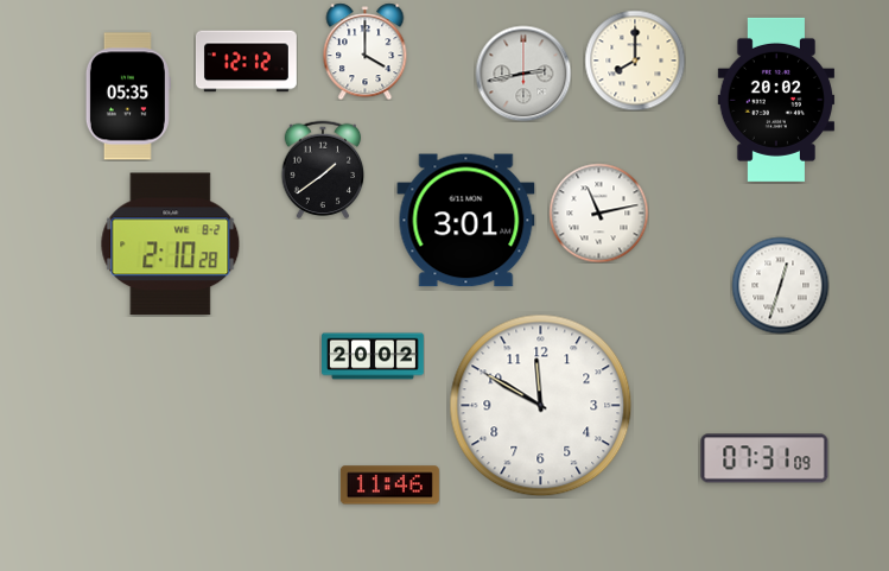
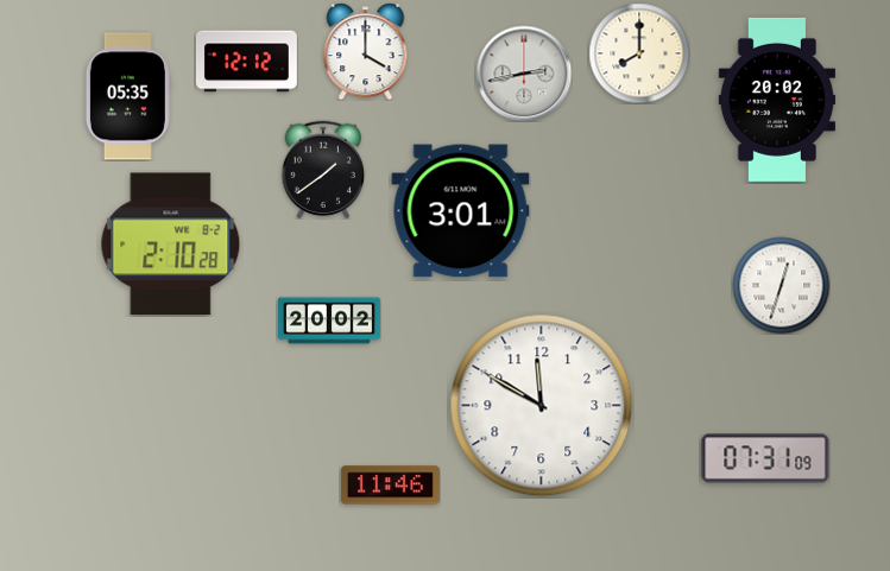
clock at (635, 61) position: (635, 61) -> (639, 53)
clock at (598, 212): 11:13 -> none
clock at (466, 221) position: (466, 221) -> (461, 211)
clock at (374, 356) position: (374, 356) -> (330, 321)
